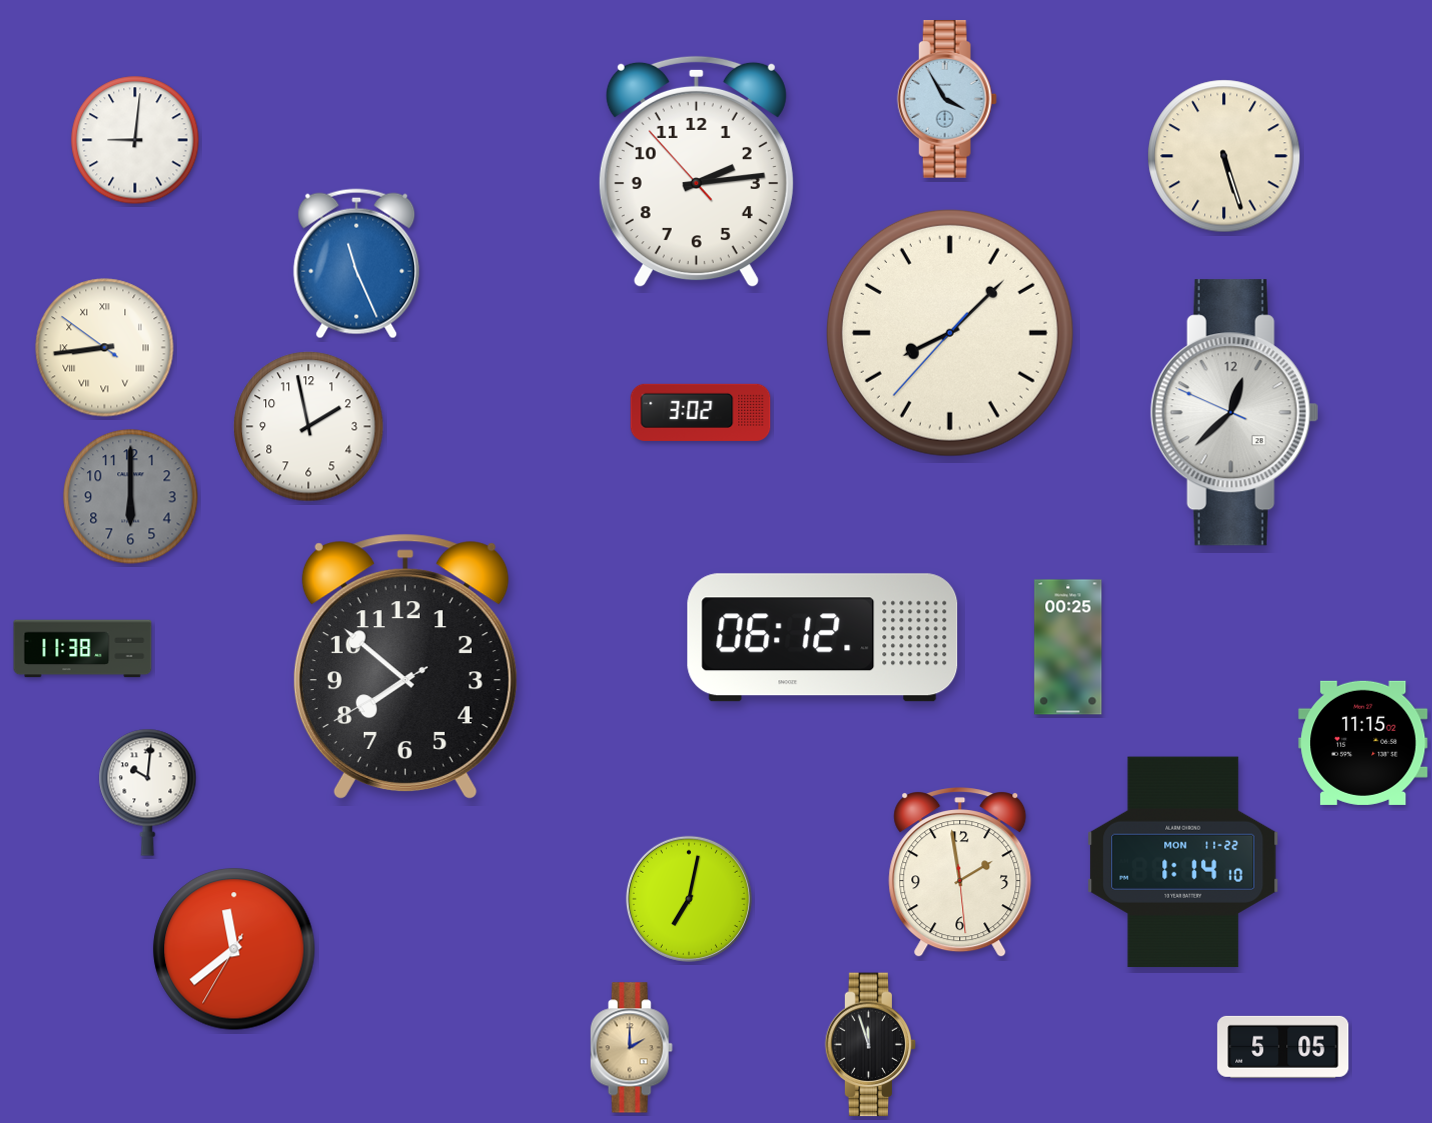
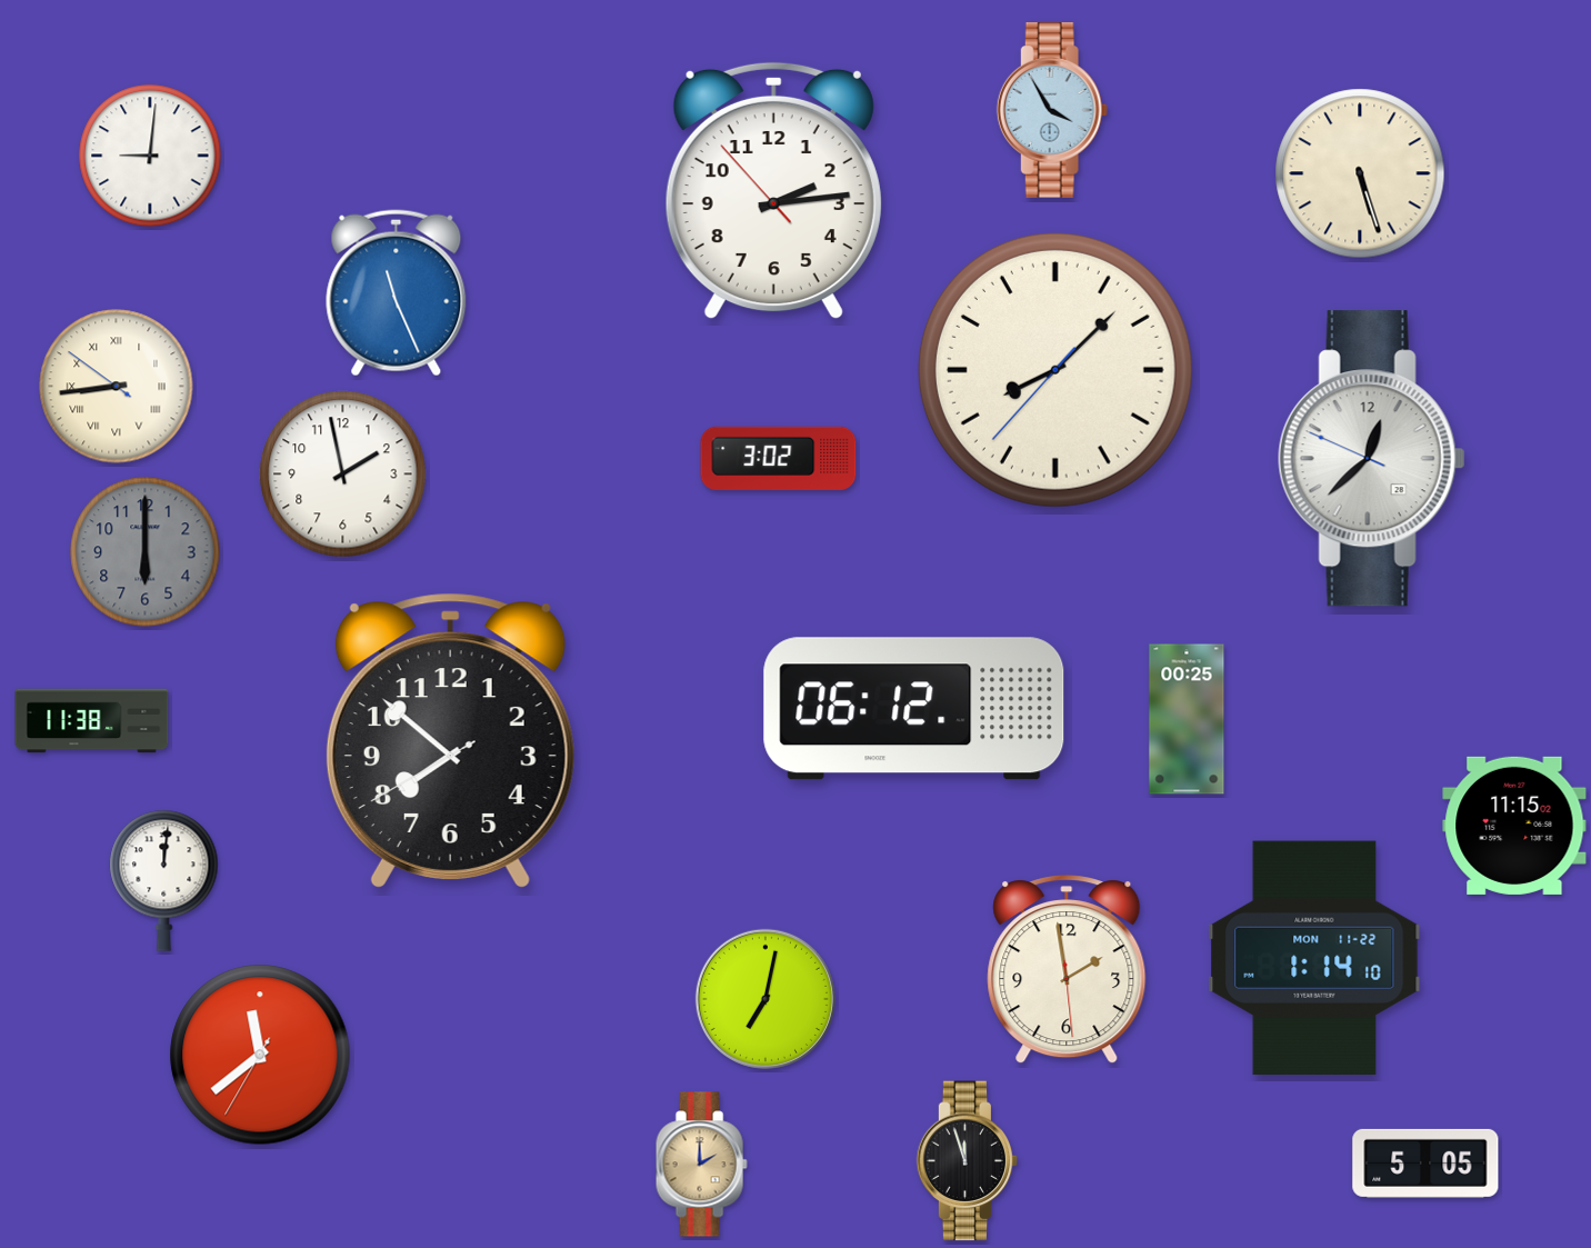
clock at (148, 792): 10:01 -> 12:01
